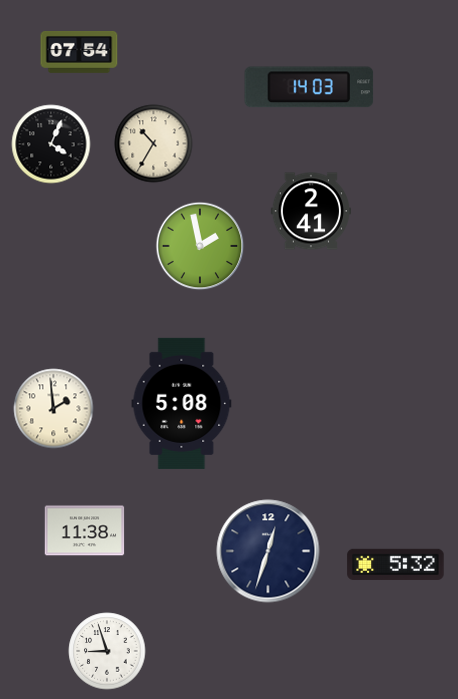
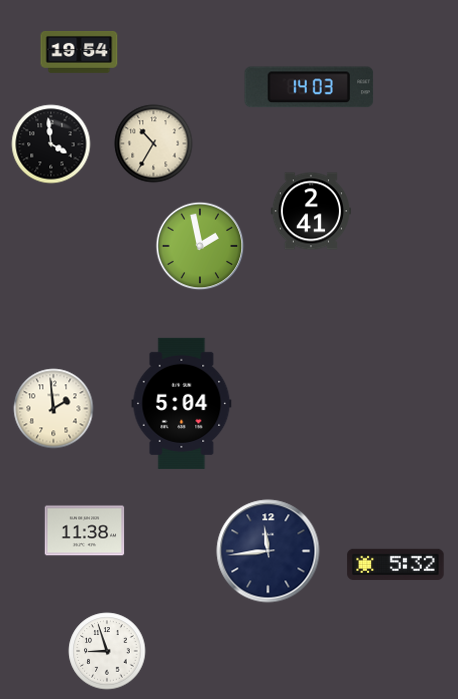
clock at (79, 52): 07:54 -> 19:54
clock at (51, 144): 4:04 -> 3:59
clock at (182, 403): 5:08 -> 5:04
clock at (268, 551): 12:33 -> 11:44
